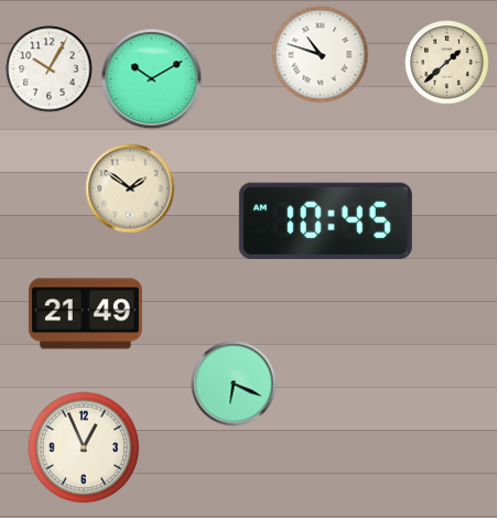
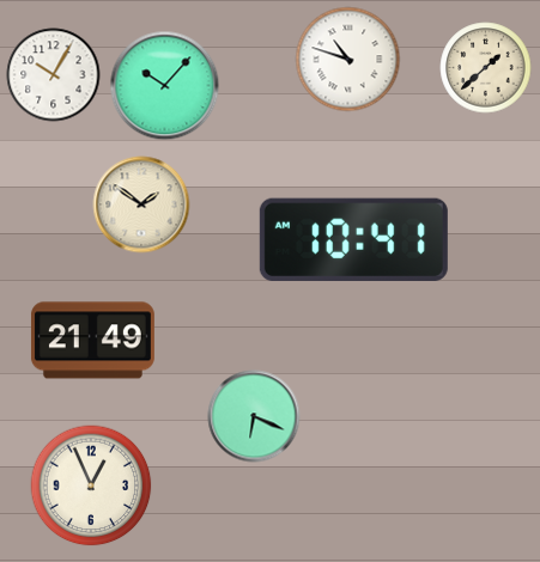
clock at (152, 79): 10:10 -> 10:07
clock at (325, 220): 10:45 -> 10:41
